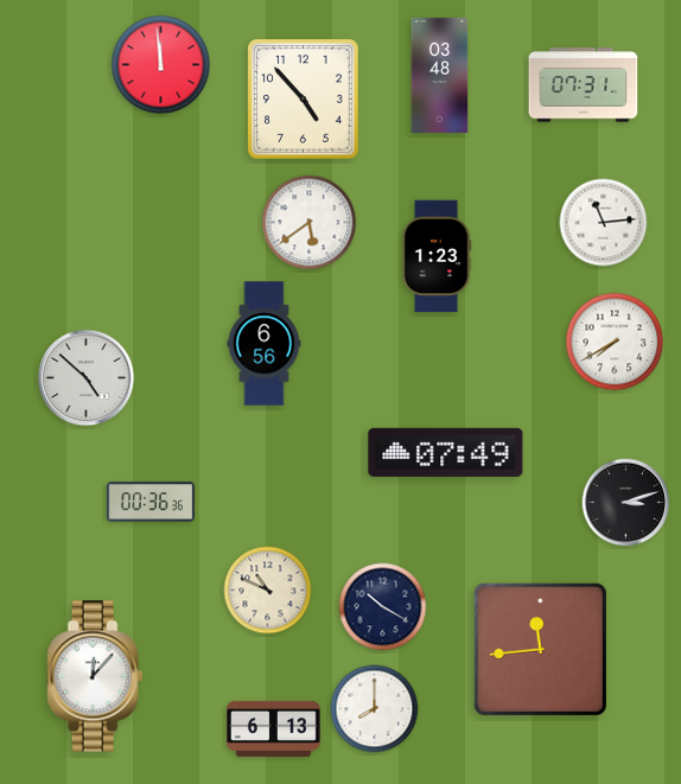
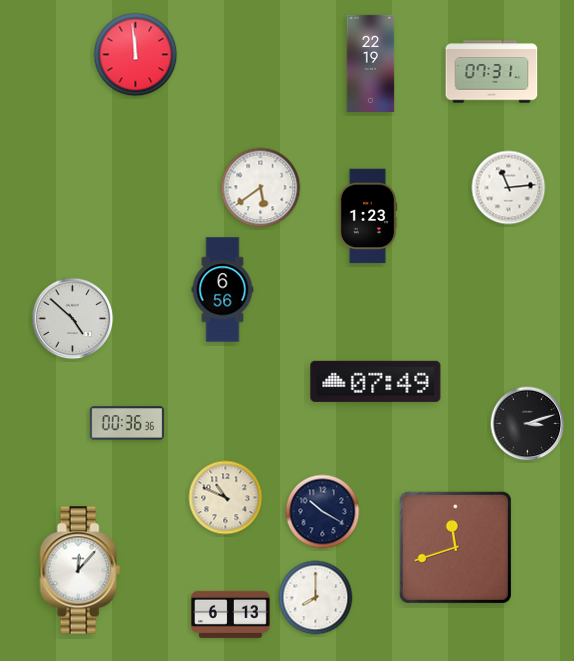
clock at (440, 75): 03:48 -> 22:19
clock at (304, 100): 4:53 -> none
clock at (615, 342): 7:40 -> none
clock at (540, 649): 11:44 -> 11:42
